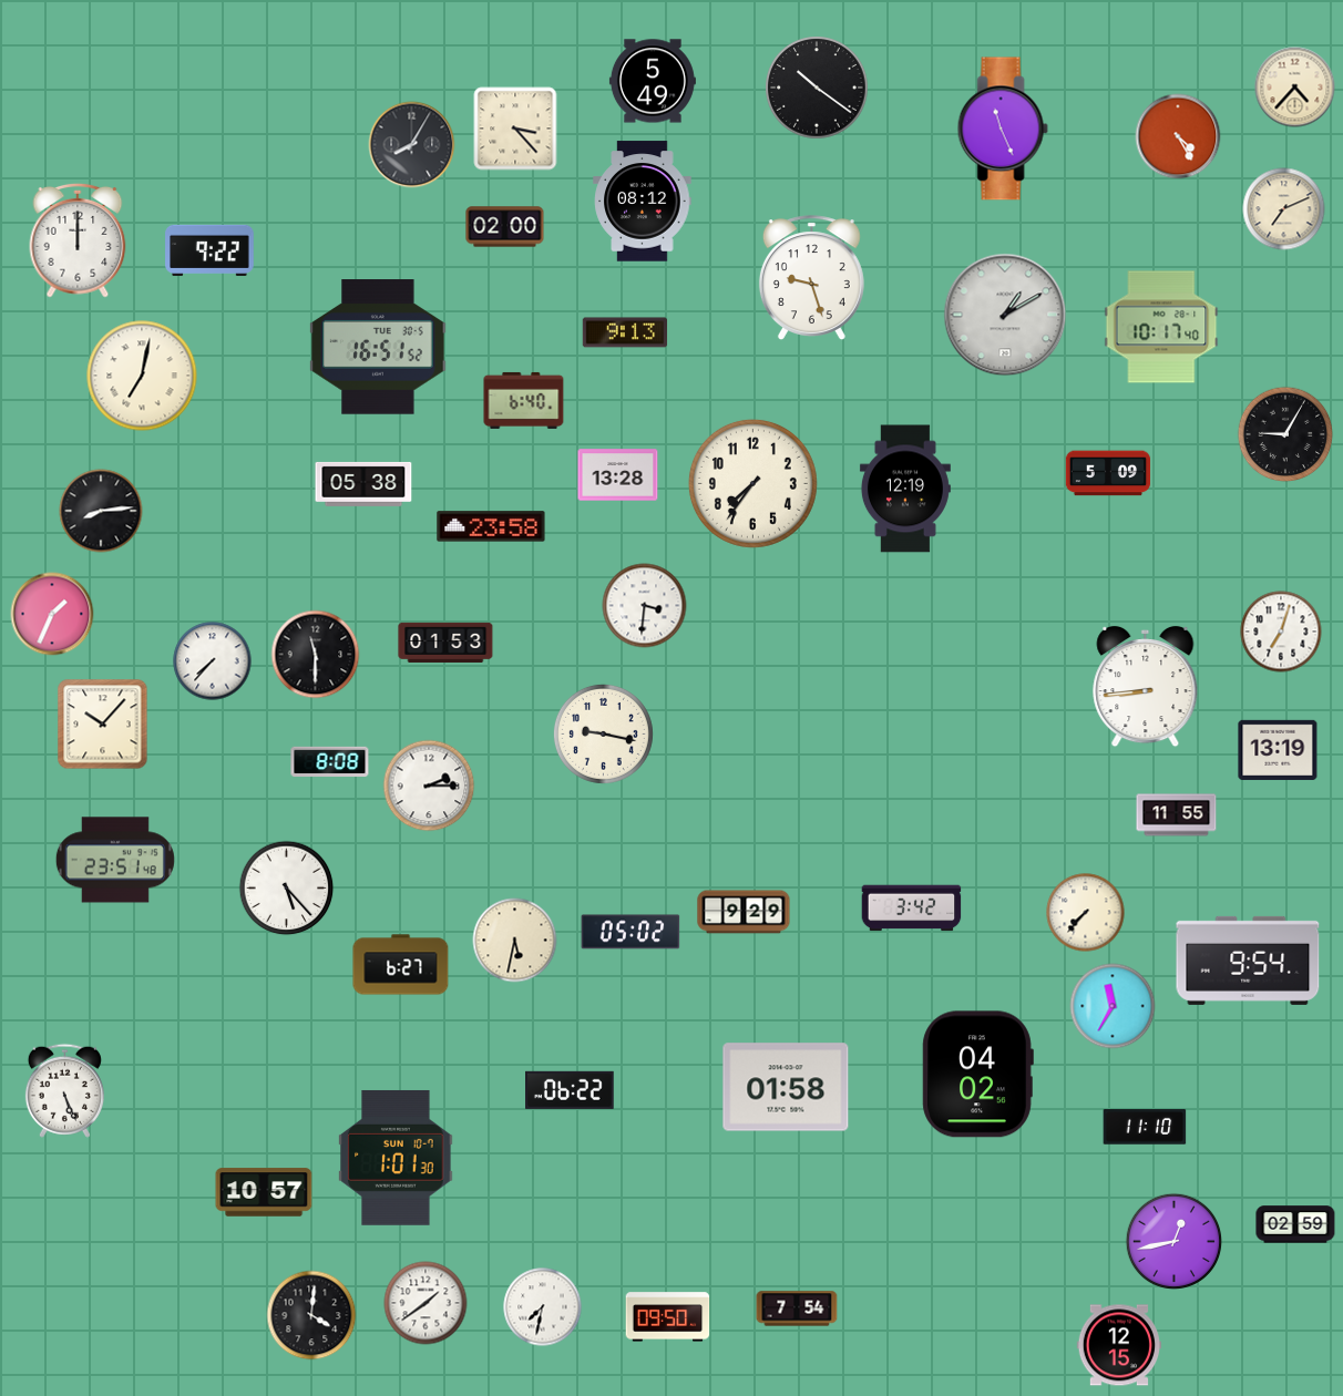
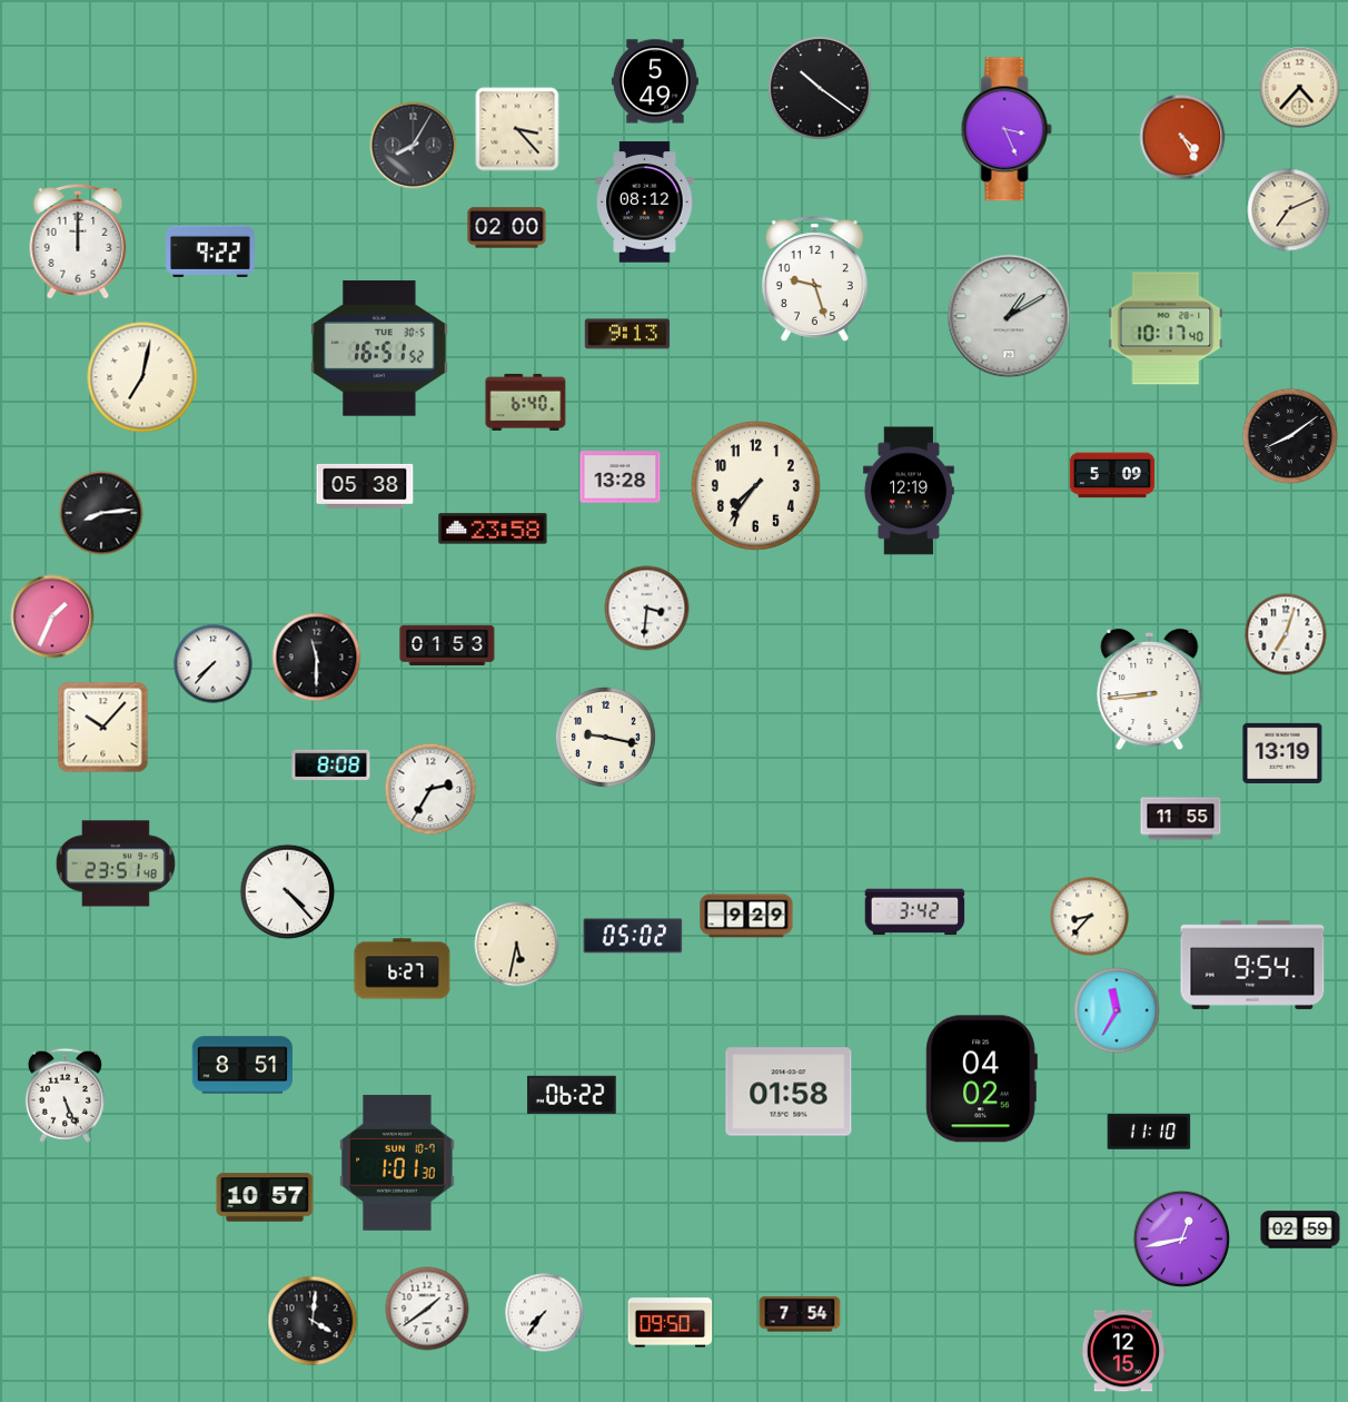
clock at (1003, 129): 11:26 -> 3:26
clock at (1285, 434): 9:05 -> 8:09
clock at (429, 786): 2:15 -> 2:35
clock at (287, 889): 5:23 -> 4:23
clock at (1086, 913): 7:37 -> 8:37
clock at (241, 1065): none -> 8:51
clock at (1175, 1242) position: (1175, 1242) -> (1182, 1240)
clock at (543, 1307): 7:32 -> 7:36
